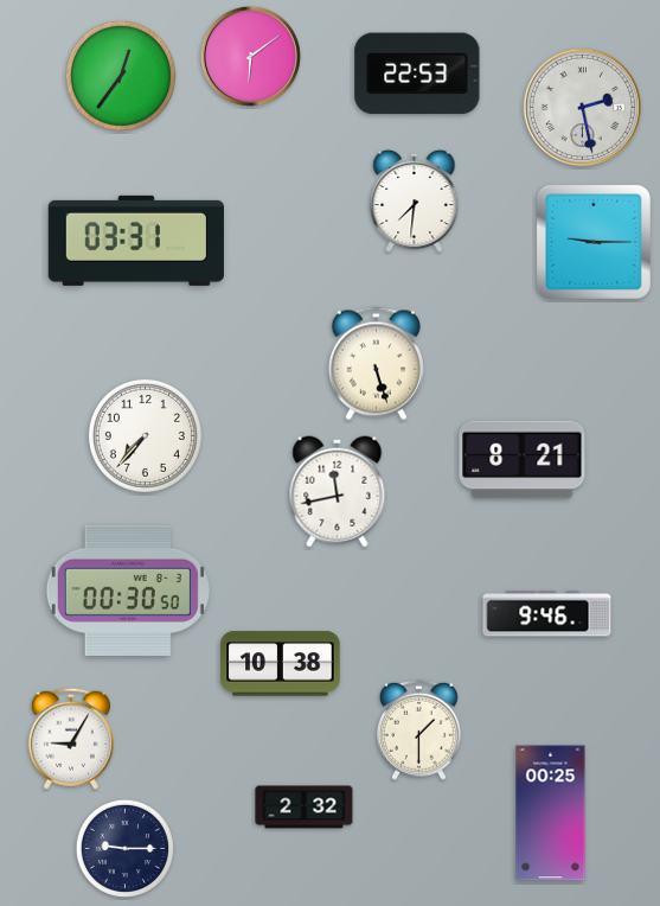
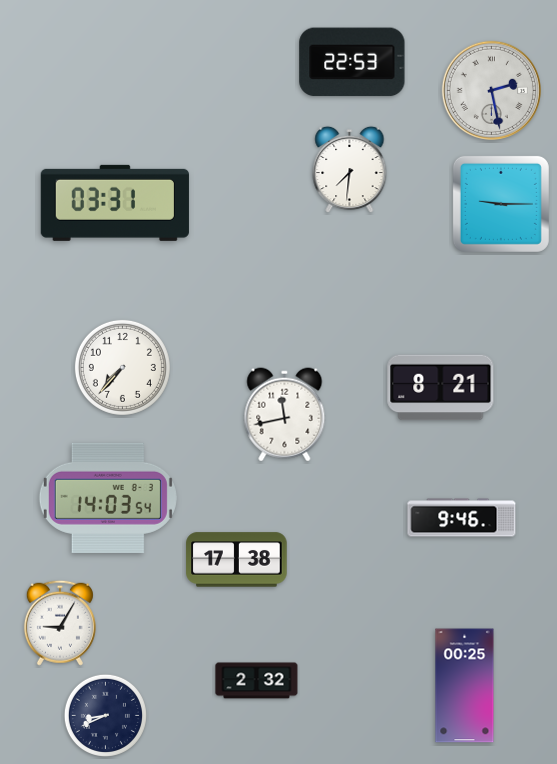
clock at (250, 56): 6:09 -> none
clock at (121, 76): 12:36 -> none
clock at (376, 364): 5:27 -> none
clock at (128, 591): 00:30 -> 14:03
clock at (281, 664): 10:38 -> 17:38
clock at (418, 729): 1:30 -> none
clock at (124, 848): 9:15 -> 8:41
